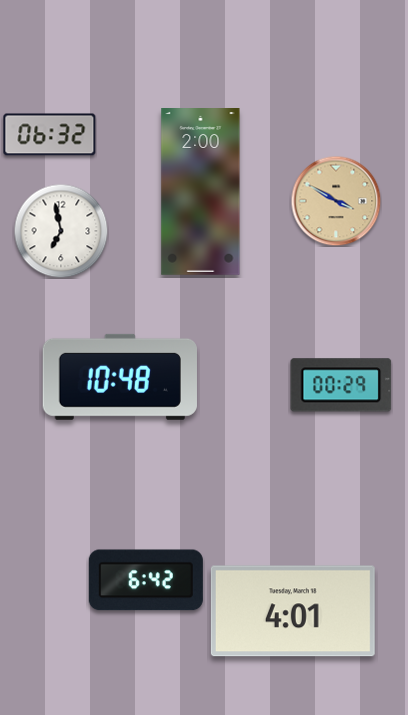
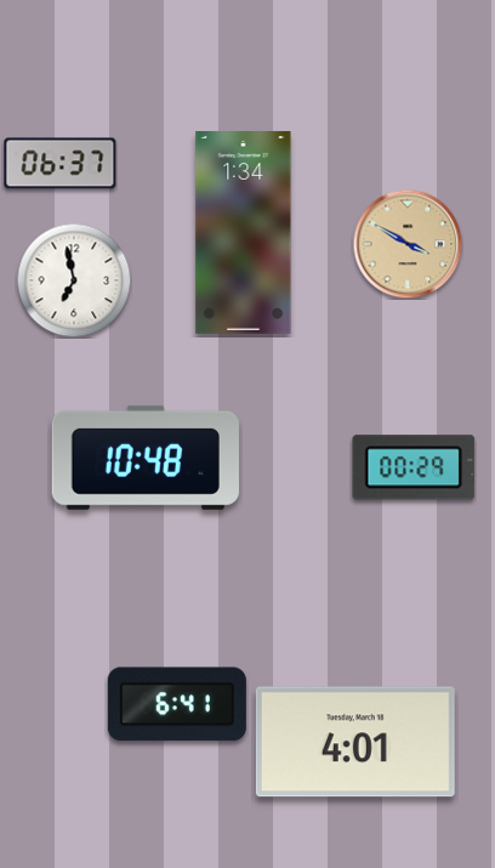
clock at (50, 135): 06:32 -> 06:37
clock at (201, 192): 2:00 -> 1:34
clock at (146, 580): 6:42 -> 6:41
